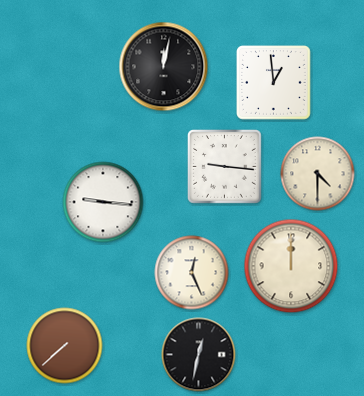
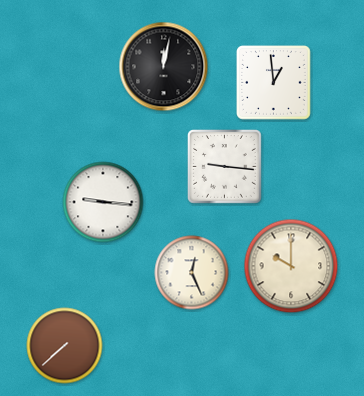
clock at (318, 174): 4:30 -> none
clock at (291, 266): 12:00 -> 10:00
clock at (199, 355): 12:32 -> none
